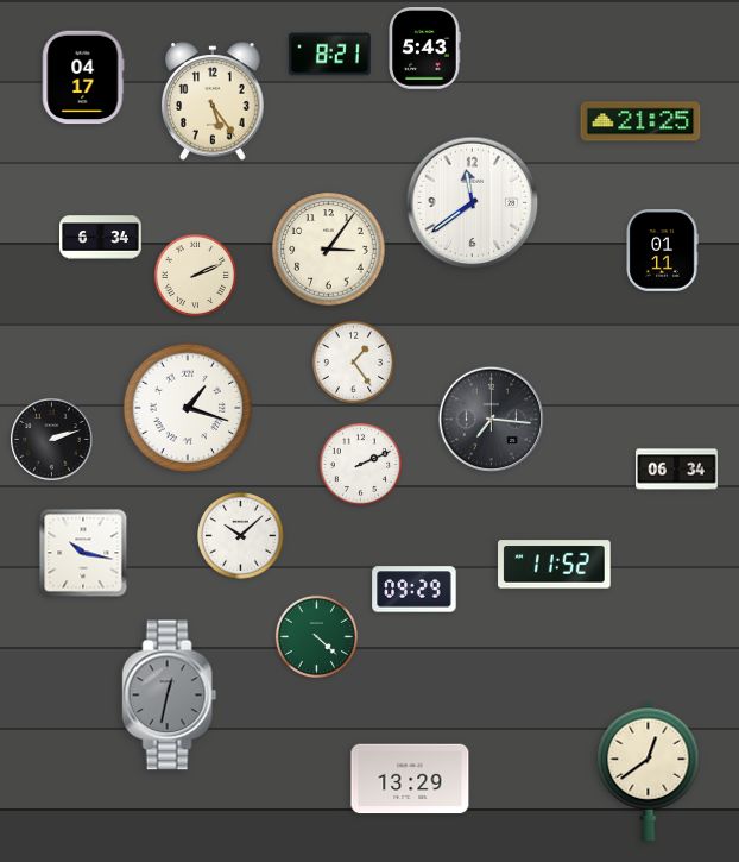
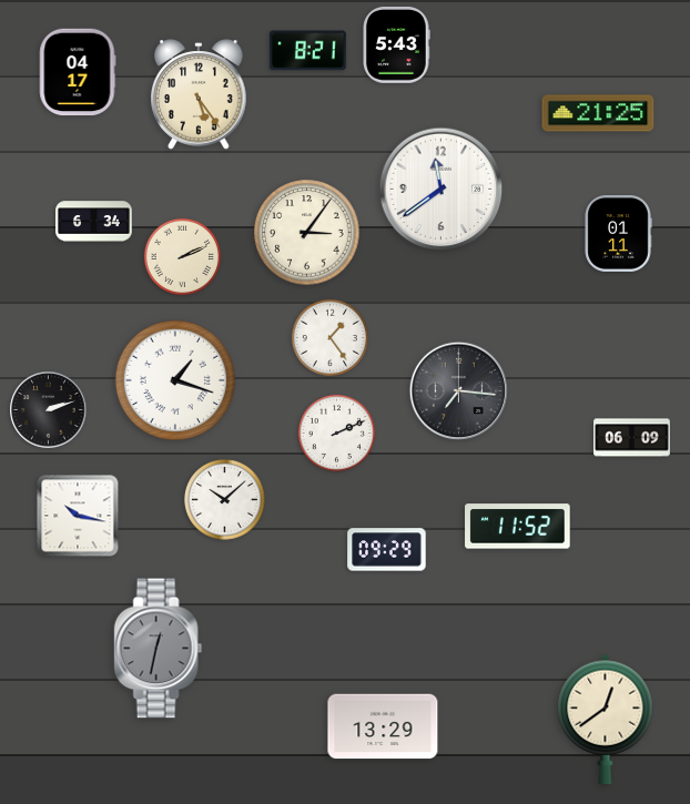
clock at (677, 470): 06:34 -> 06:09
clock at (316, 636): 4:22 -> none
